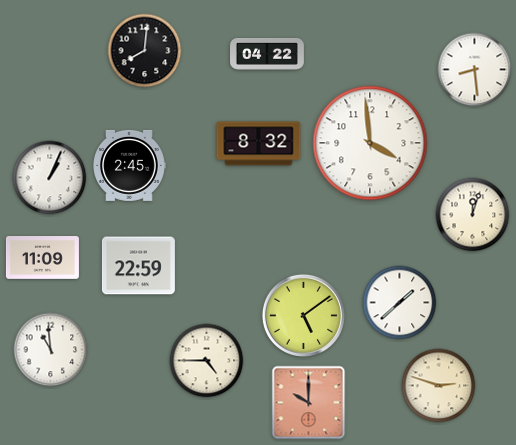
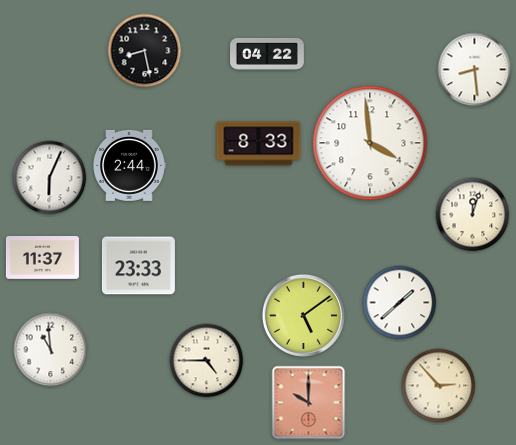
clock at (145, 51): 8:01 -> 8:28
clock at (259, 144): 8:32 -> 8:33
clock at (129, 165): 2:45 -> 2:44
clock at (50, 178): 1:04 -> 6:04
clock at (42, 258): 11:09 -> 11:37
clock at (138, 266): 22:59 -> 23:33
clock at (439, 386): 2:48 -> 2:53
